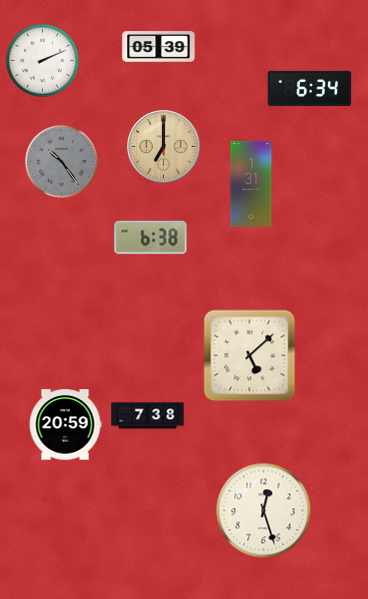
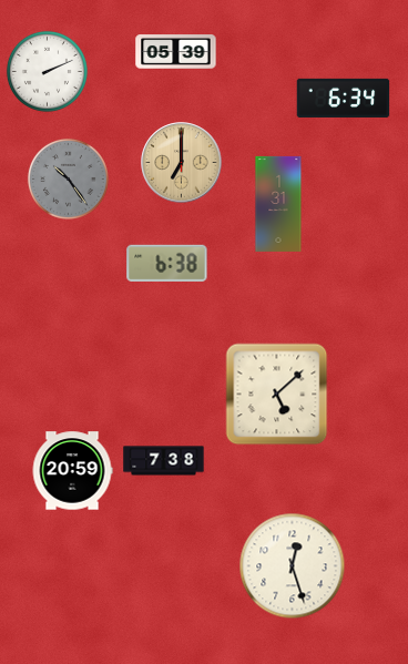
clock at (42, 60) position: (42, 60) -> (47, 71)
